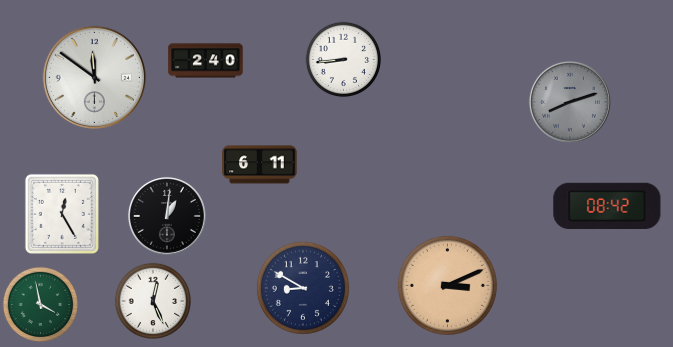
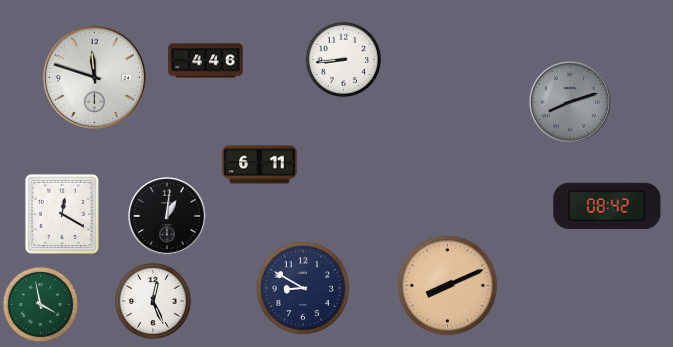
clock at (206, 61): 2:40 -> 4:46
clock at (94, 77): 11:51 -> 11:48
clock at (62, 214): 12:25 -> 12:20
clock at (447, 285): 3:11 -> 8:11
